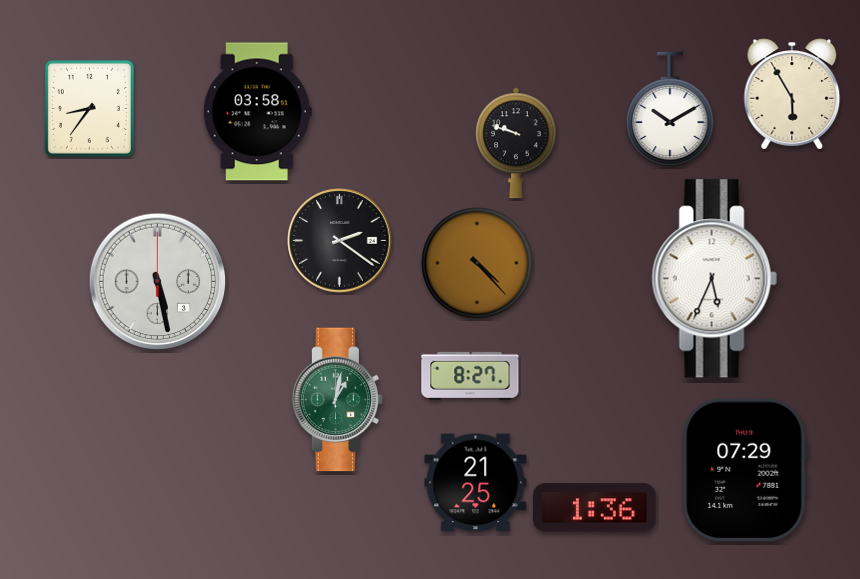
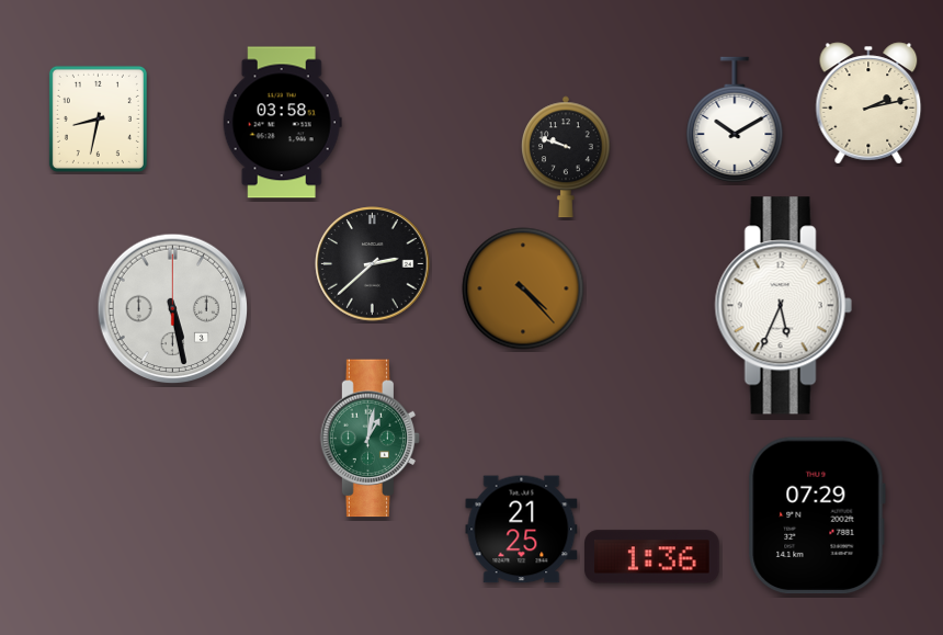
clock at (792, 94): 5:55 -> 2:13
clock at (89, 108): 8:36 -> 8:32
clock at (340, 241): 2:21 -> 2:38
clock at (470, 376): 8:27 -> none
